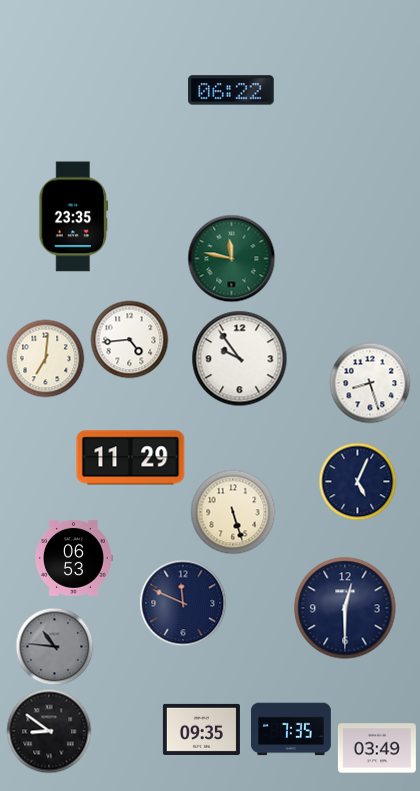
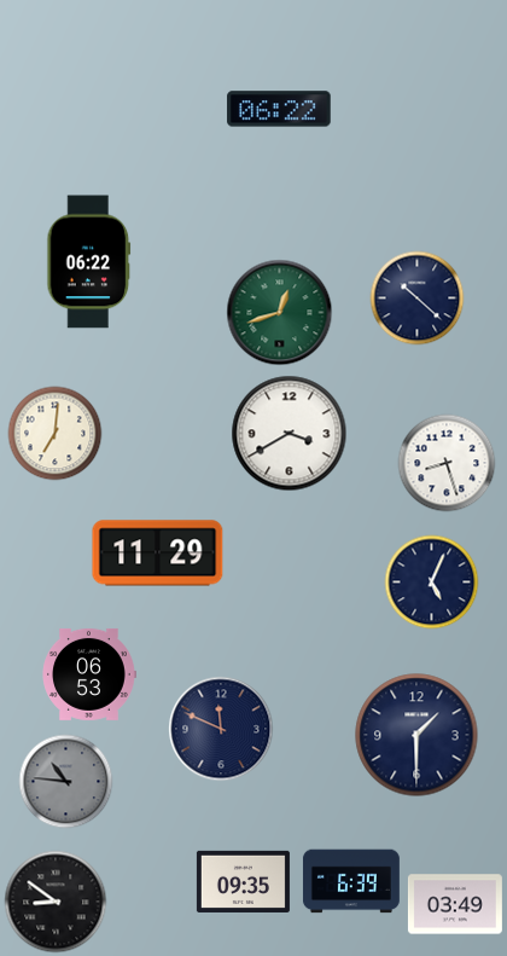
clock at (74, 217): 23:35 -> 06:22
clock at (416, 297): none -> 10:22
clock at (231, 258): 11:47 -> 12:42
clock at (129, 339): 4:44 -> none
clock at (239, 358): 9:54 -> 3:40
clock at (233, 512): 5:27 -> none
clock at (345, 608): 12:30 -> 1:30
clock at (291, 729): 7:35 -> 6:39
clock at (49, 731) position: (49, 731) -> (56, 902)
